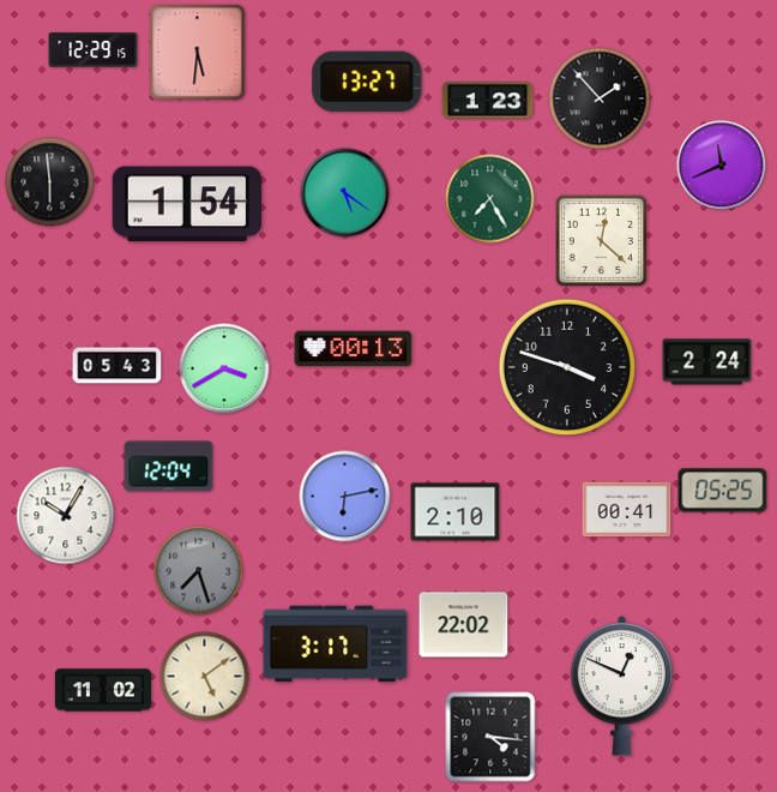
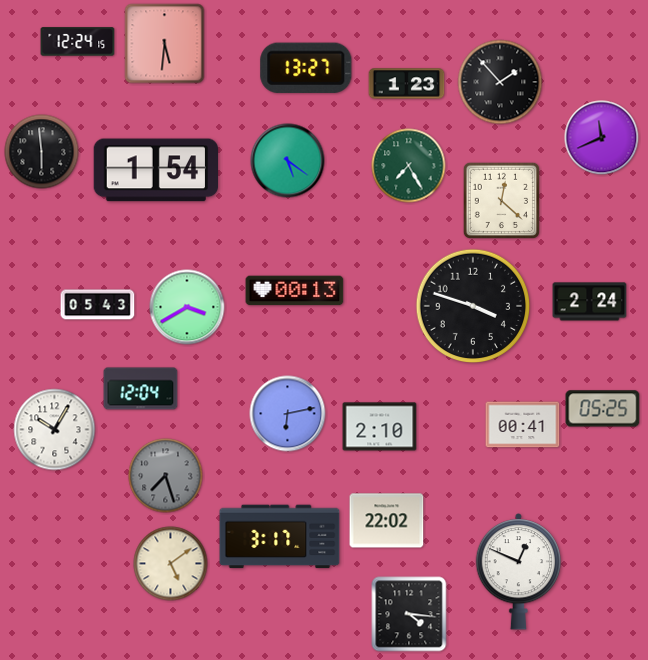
clock at (94, 50): 12:29 -> 12:24
clock at (103, 690): 11:02 -> none
